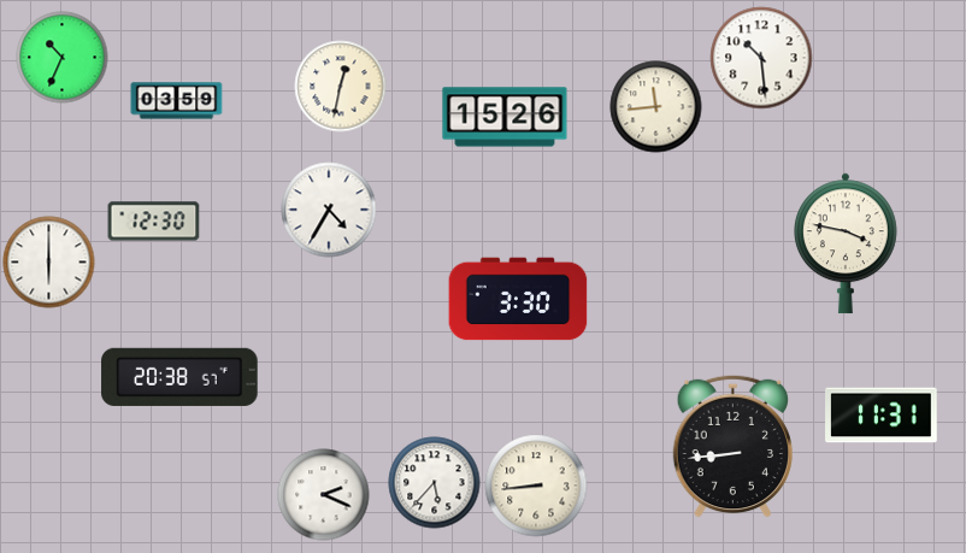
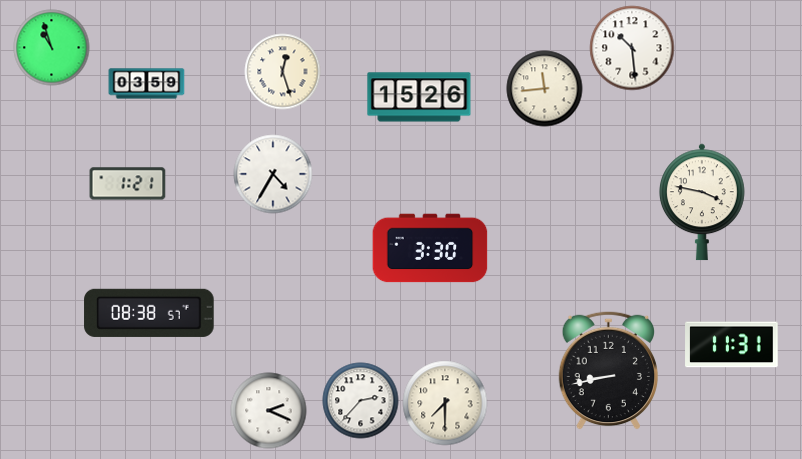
clock at (63, 58): 10:34 -> 10:57
clock at (341, 87): 12:32 -> 12:27
clock at (154, 222): 12:30 -> 1:21
clock at (49, 263): 6:00 -> none
clock at (179, 377): 20:38 -> 08:38
clock at (732, 446): 8:44 -> 8:43
clock at (435, 483): 5:37 -> 2:37
clock at (536, 486): 8:44 -> 7:30
